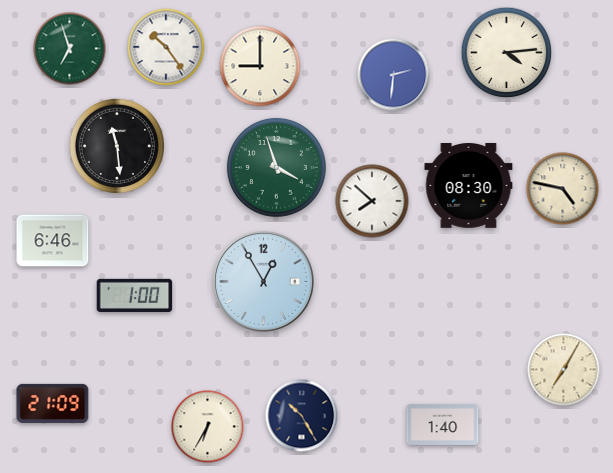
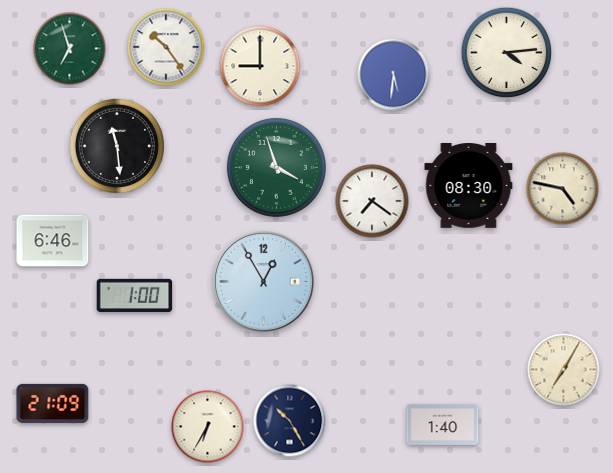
clock at (394, 75): 2:31 -> 5:31
clock at (372, 201): 7:52 -> 7:21
clock at (302, 416) position: (302, 416) -> (290, 421)
